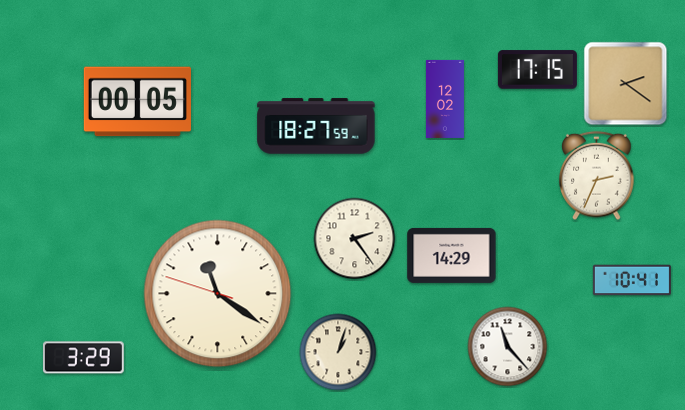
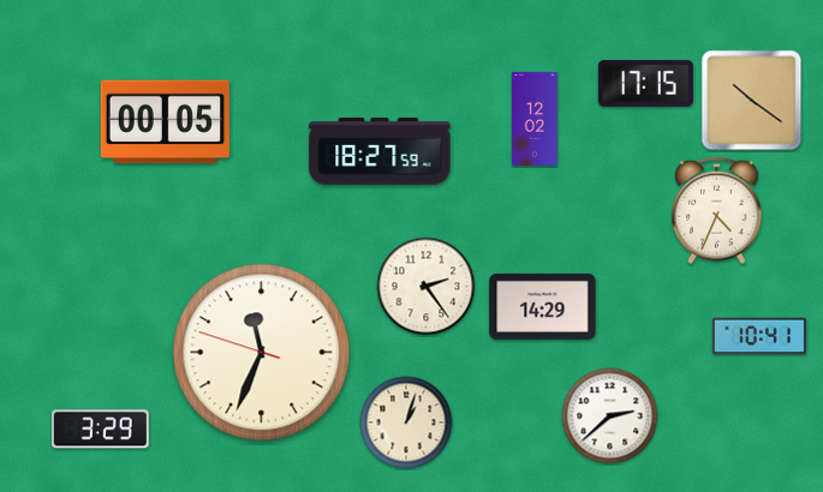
clock at (626, 84): 2:21 -> 10:21
clock at (597, 176): 2:34 -> 4:34
clock at (218, 294): 11:20 -> 11:33
clock at (508, 347): 11:23 -> 2:38
